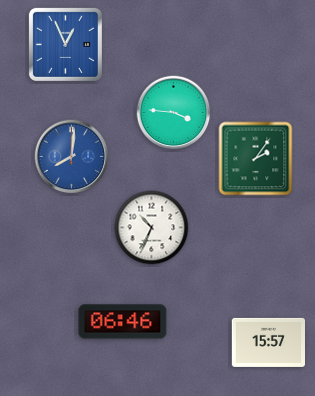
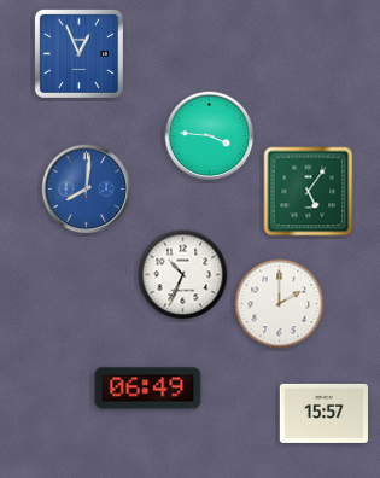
clock at (256, 159): 2:06 -> 5:06
clock at (280, 304): none -> 2:00
clock at (123, 322): 06:46 -> 06:49
